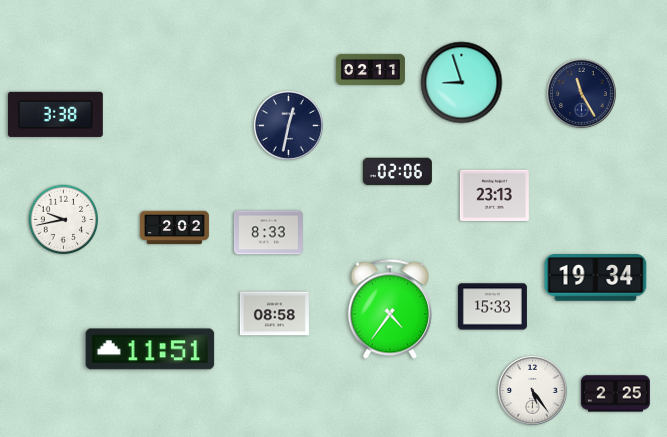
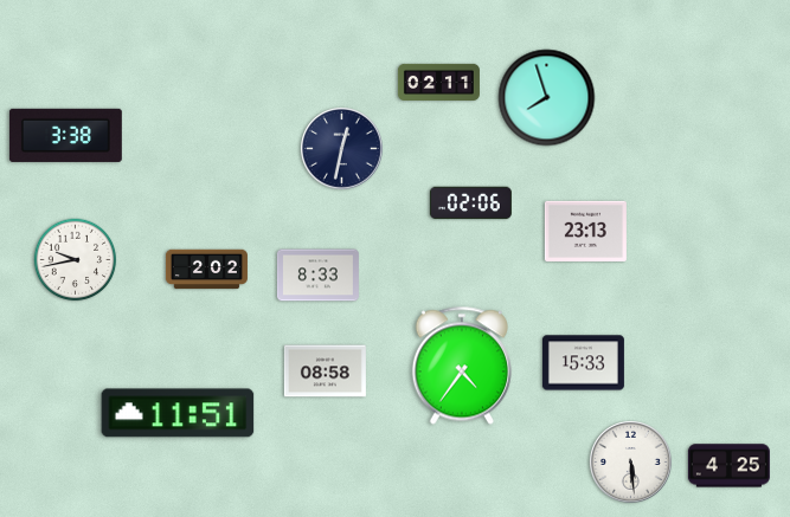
clock at (462, 83): 8:57 -> 7:57
clock at (582, 94): 11:25 -> none
clock at (596, 278): 19:34 -> none
clock at (533, 391): 5:24 -> 5:29
clock at (615, 394): 2:25 -> 4:25
